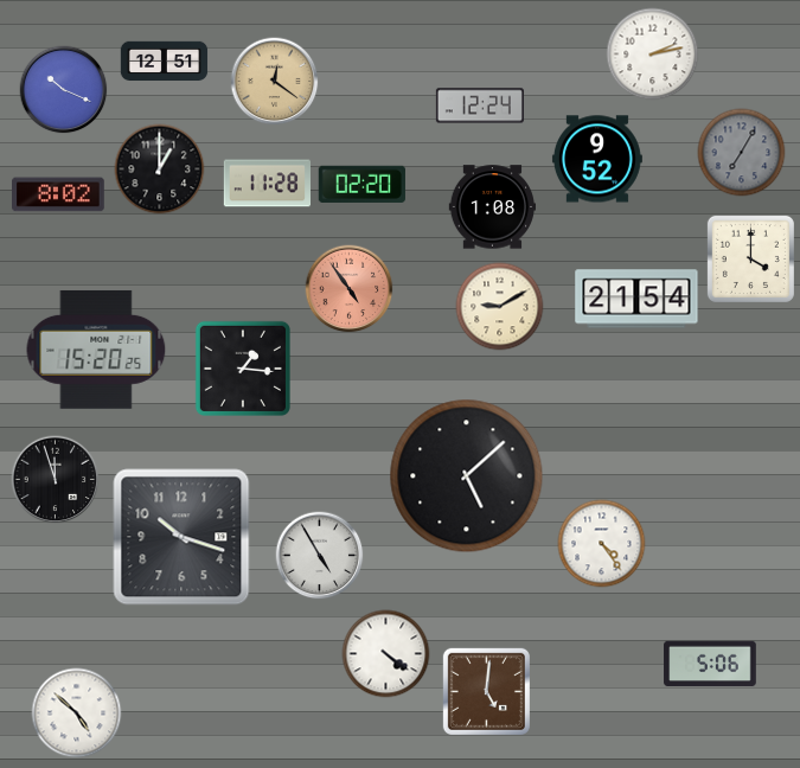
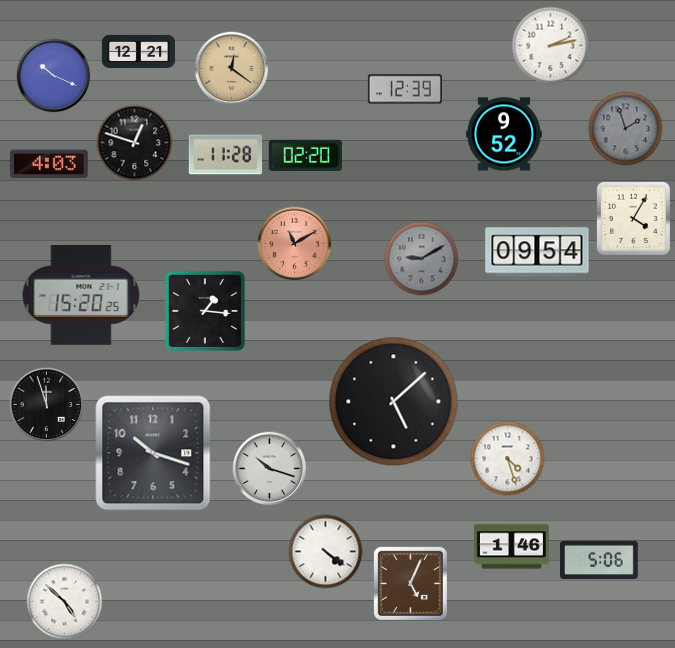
clock at (165, 62): 12:51 -> 12:21
clock at (480, 105): 12:24 -> 12:39
clock at (742, 153): 7:05 -> 1:57
clock at (160, 169): 1:00 -> 12:48
clock at (59, 194): 8:02 -> 4:03
clock at (492, 207): 1:08 -> none
clock at (750, 258): 4:00 -> 4:05
clock at (350, 289): 4:54 -> 11:10
clock at (636, 299): 21:54 -> 09:54
clock at (500, 307) dial: cream -> grey
clock at (602, 544): 4:24 -> 4:27
clock at (320, 556): 4:55 -> 10:18
clock at (511, 547): none -> 1:46
clock at (486, 691): 5:01 -> 5:04
